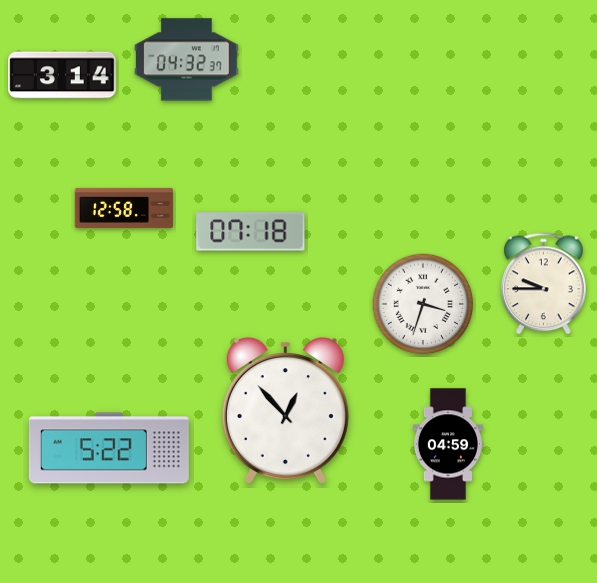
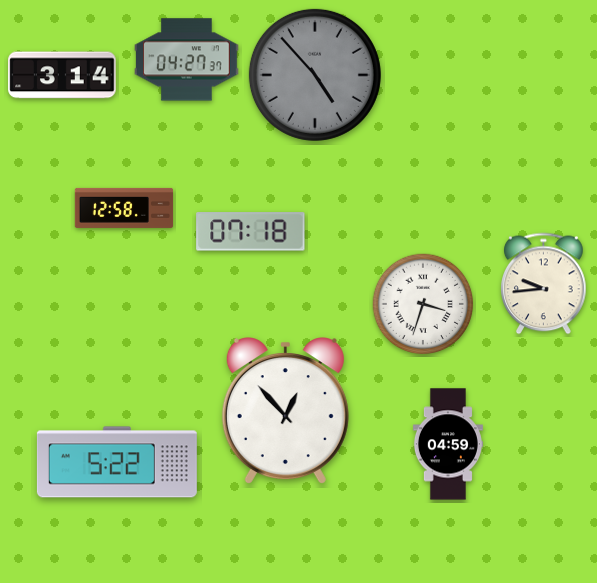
clock at (187, 60): 04:32 -> 04:27
clock at (315, 75): none -> 4:53
clock at (544, 284): 9:45 -> 9:44
clock at (109, 448) position: (109, 448) -> (117, 462)
